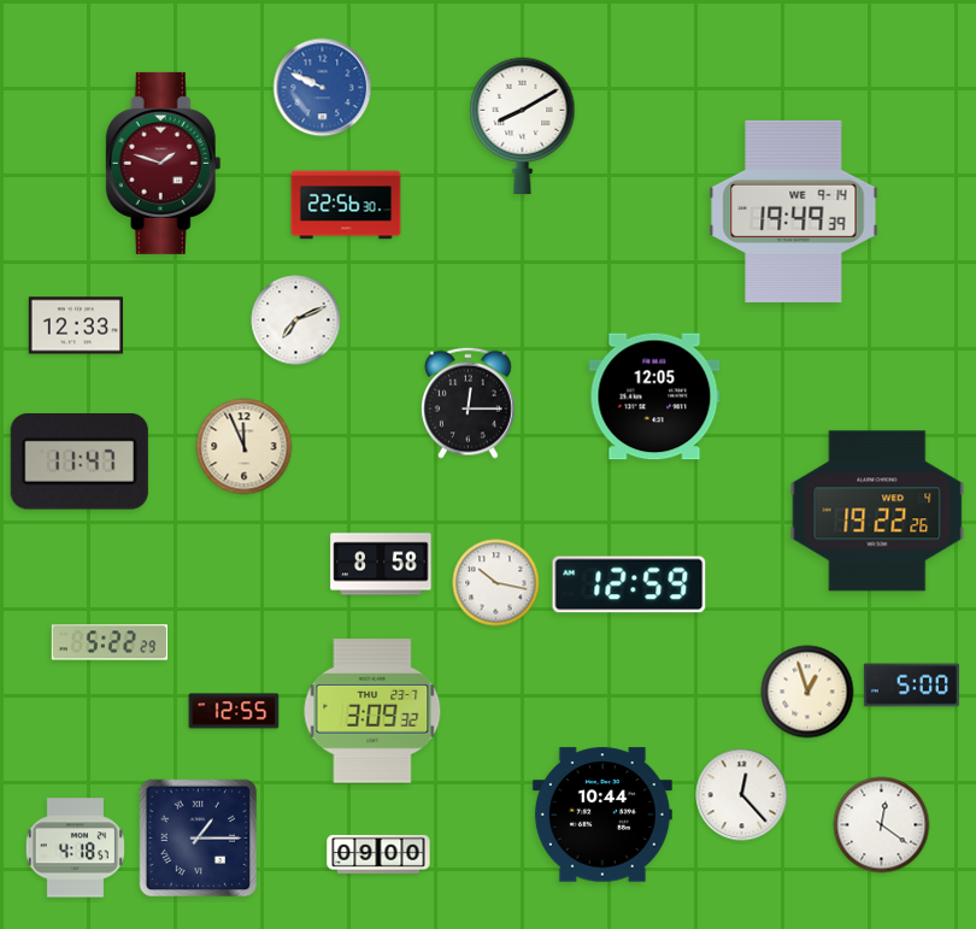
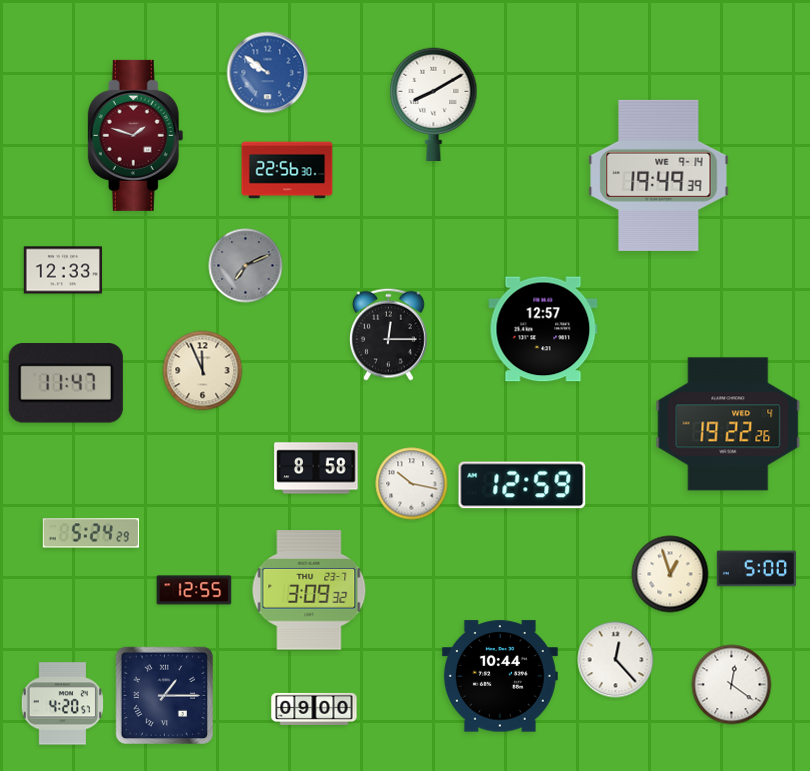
clock at (323, 88): 9:49 -> 9:51
clock at (296, 321) dial: white -> grey
clock at (654, 396): 12:05 -> 12:57
clock at (110, 642): 5:22 -> 5:24
clock at (75, 848): 4:18 -> 4:20
